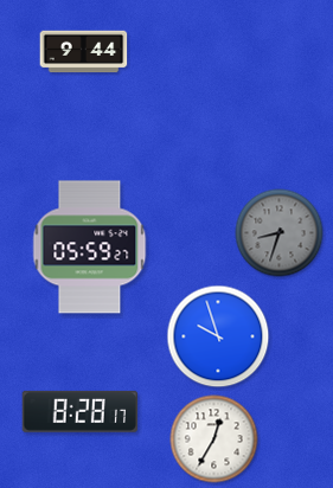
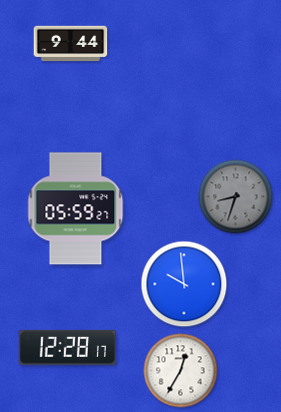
clock at (218, 336): 9:57 -> 9:59
clock at (79, 411): 8:28 -> 12:28
